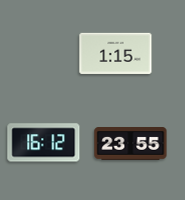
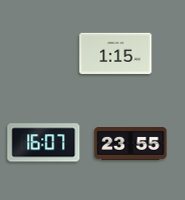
clock at (44, 143): 16:12 -> 16:07
